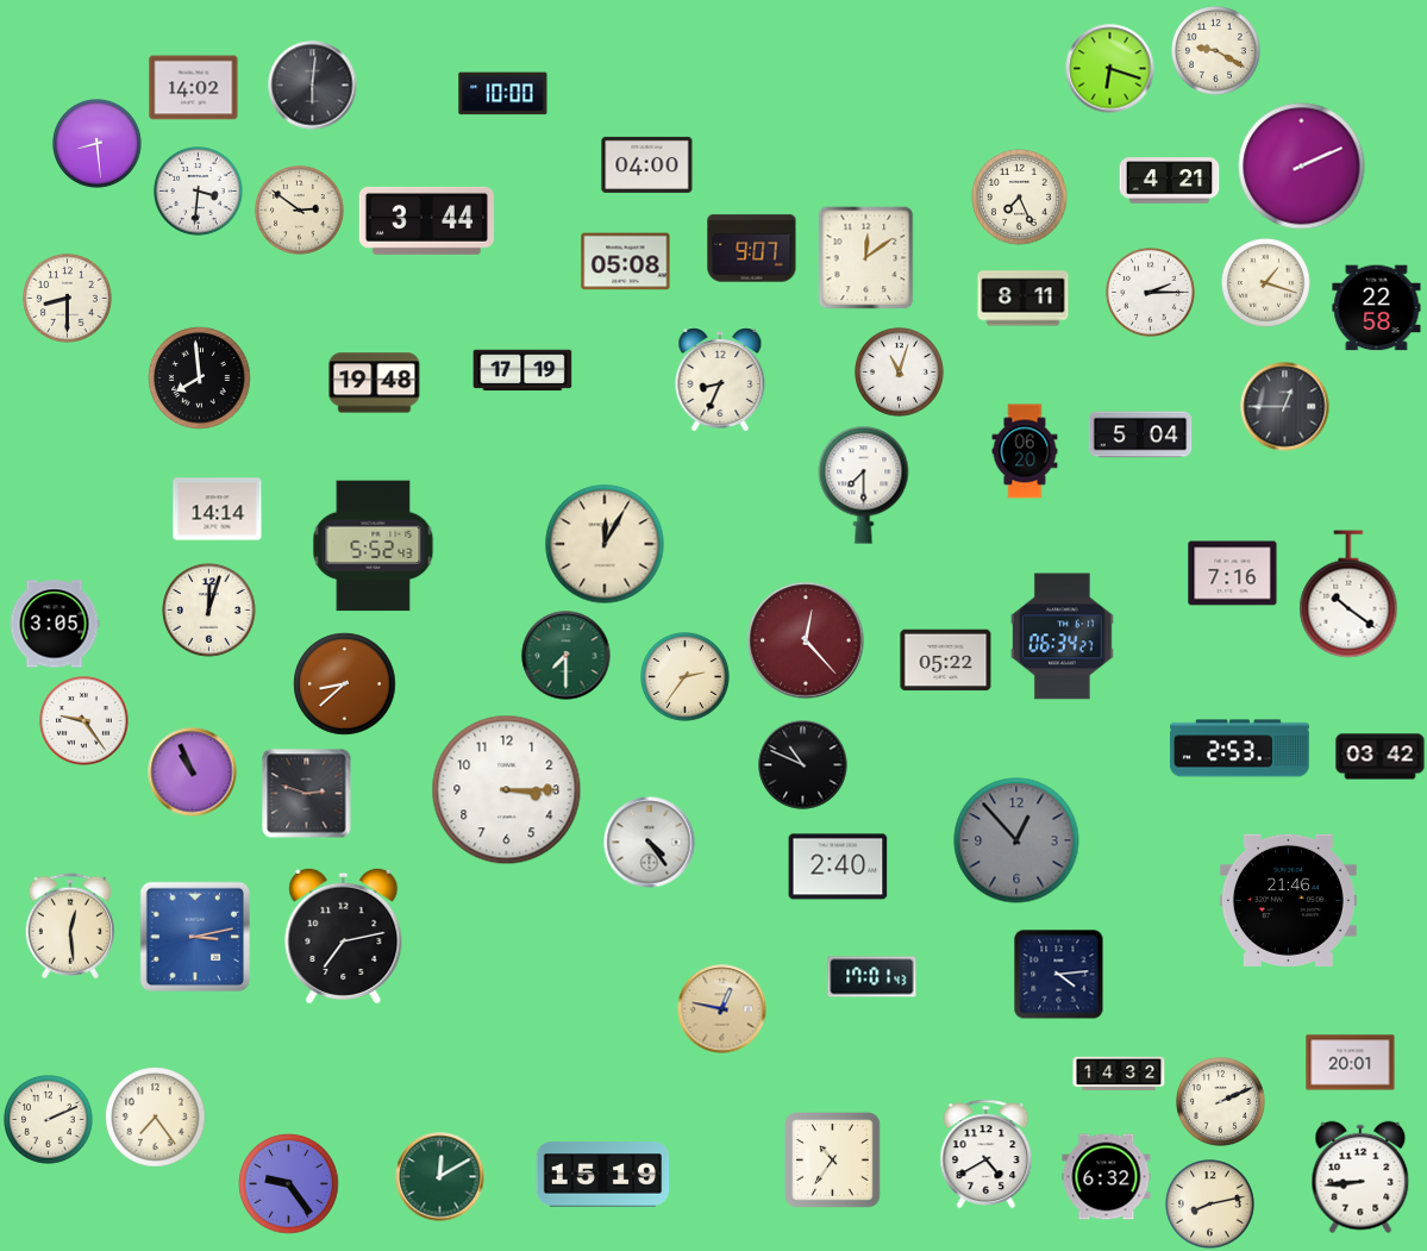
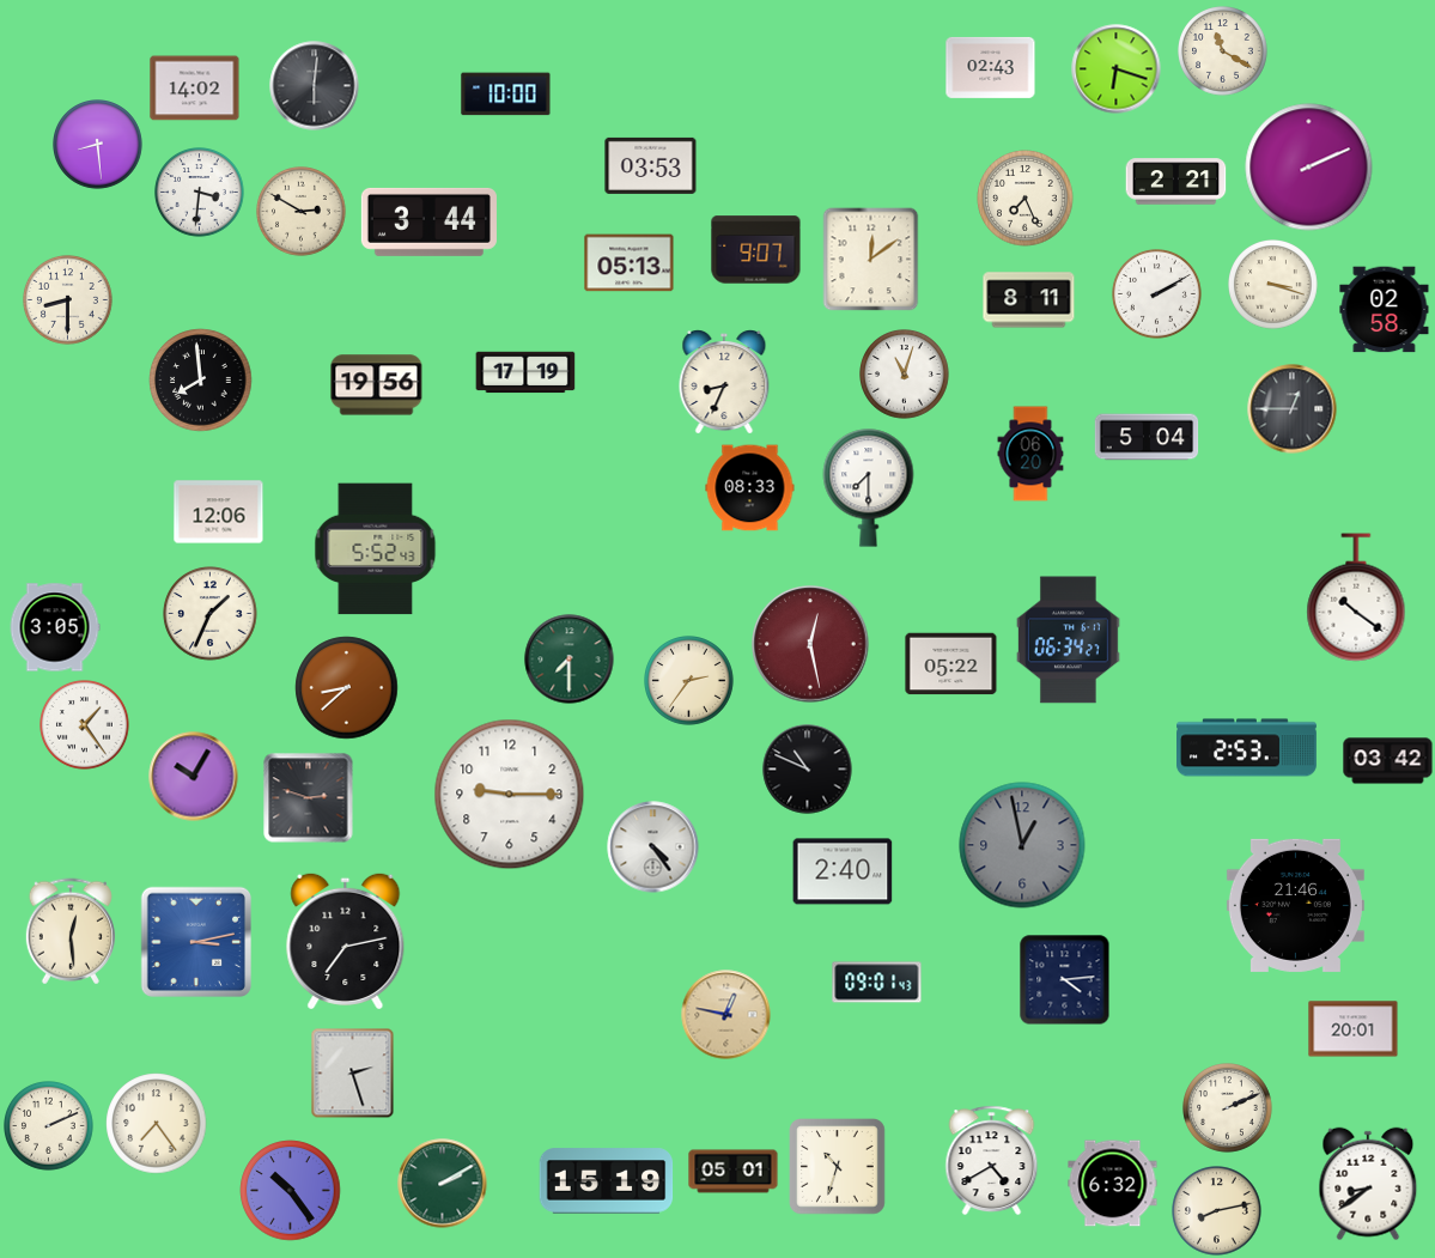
clock at (1216, 51): 9:20 -> 11:20
clock at (991, 67): none -> 02:43
clock at (647, 164): 04:00 -> 03:53
clock at (1170, 181): 4:21 -> 2:21
clock at (300, 211): 2:51 -> 2:50
clock at (626, 262): 05:08 -> 05:13
clock at (1266, 283): 1:18 -> 3:18
clock at (1151, 293): 2:15 -> 2:10
clock at (1377, 308): 22:58 -> 02:58
clock at (375, 383): 19:48 -> 19:56
clock at (750, 488): none -> 08:33
clock at (218, 509): 14:14 -> 12:06
clock at (605, 544): 12:05 -> none
clock at (1233, 574): 7:16 -> none
clock at (209, 611): 12:03 -> 1:34
clock at (806, 640): 12:23 -> 12:28
clock at (85, 721): 9:24 -> 1:24
clock at (1240, 749) position: (1240, 749) -> (1247, 748)
clock at (193, 773): 10:56 -> 10:05
clock at (507, 790): 3:15 -> 9:15
clock at (1016, 840): 12:53 -> 12:58
clock at (872, 977): 17:01 -> 09:01
clock at (1351, 1063) position: (1351, 1063) -> (1354, 1029)
clock at (353, 1074): none -> 2:27
clock at (1119, 1074): 14:32 -> none
clock at (833, 1161): 10:36 -> 10:33
clock at (734, 1172): none -> 05:01
clock at (440, 1177): 12:10 -> 2:10
clock at (1360, 1177): 8:44 -> 8:39
clock at (289, 1184): 9:24 -> 10:24
